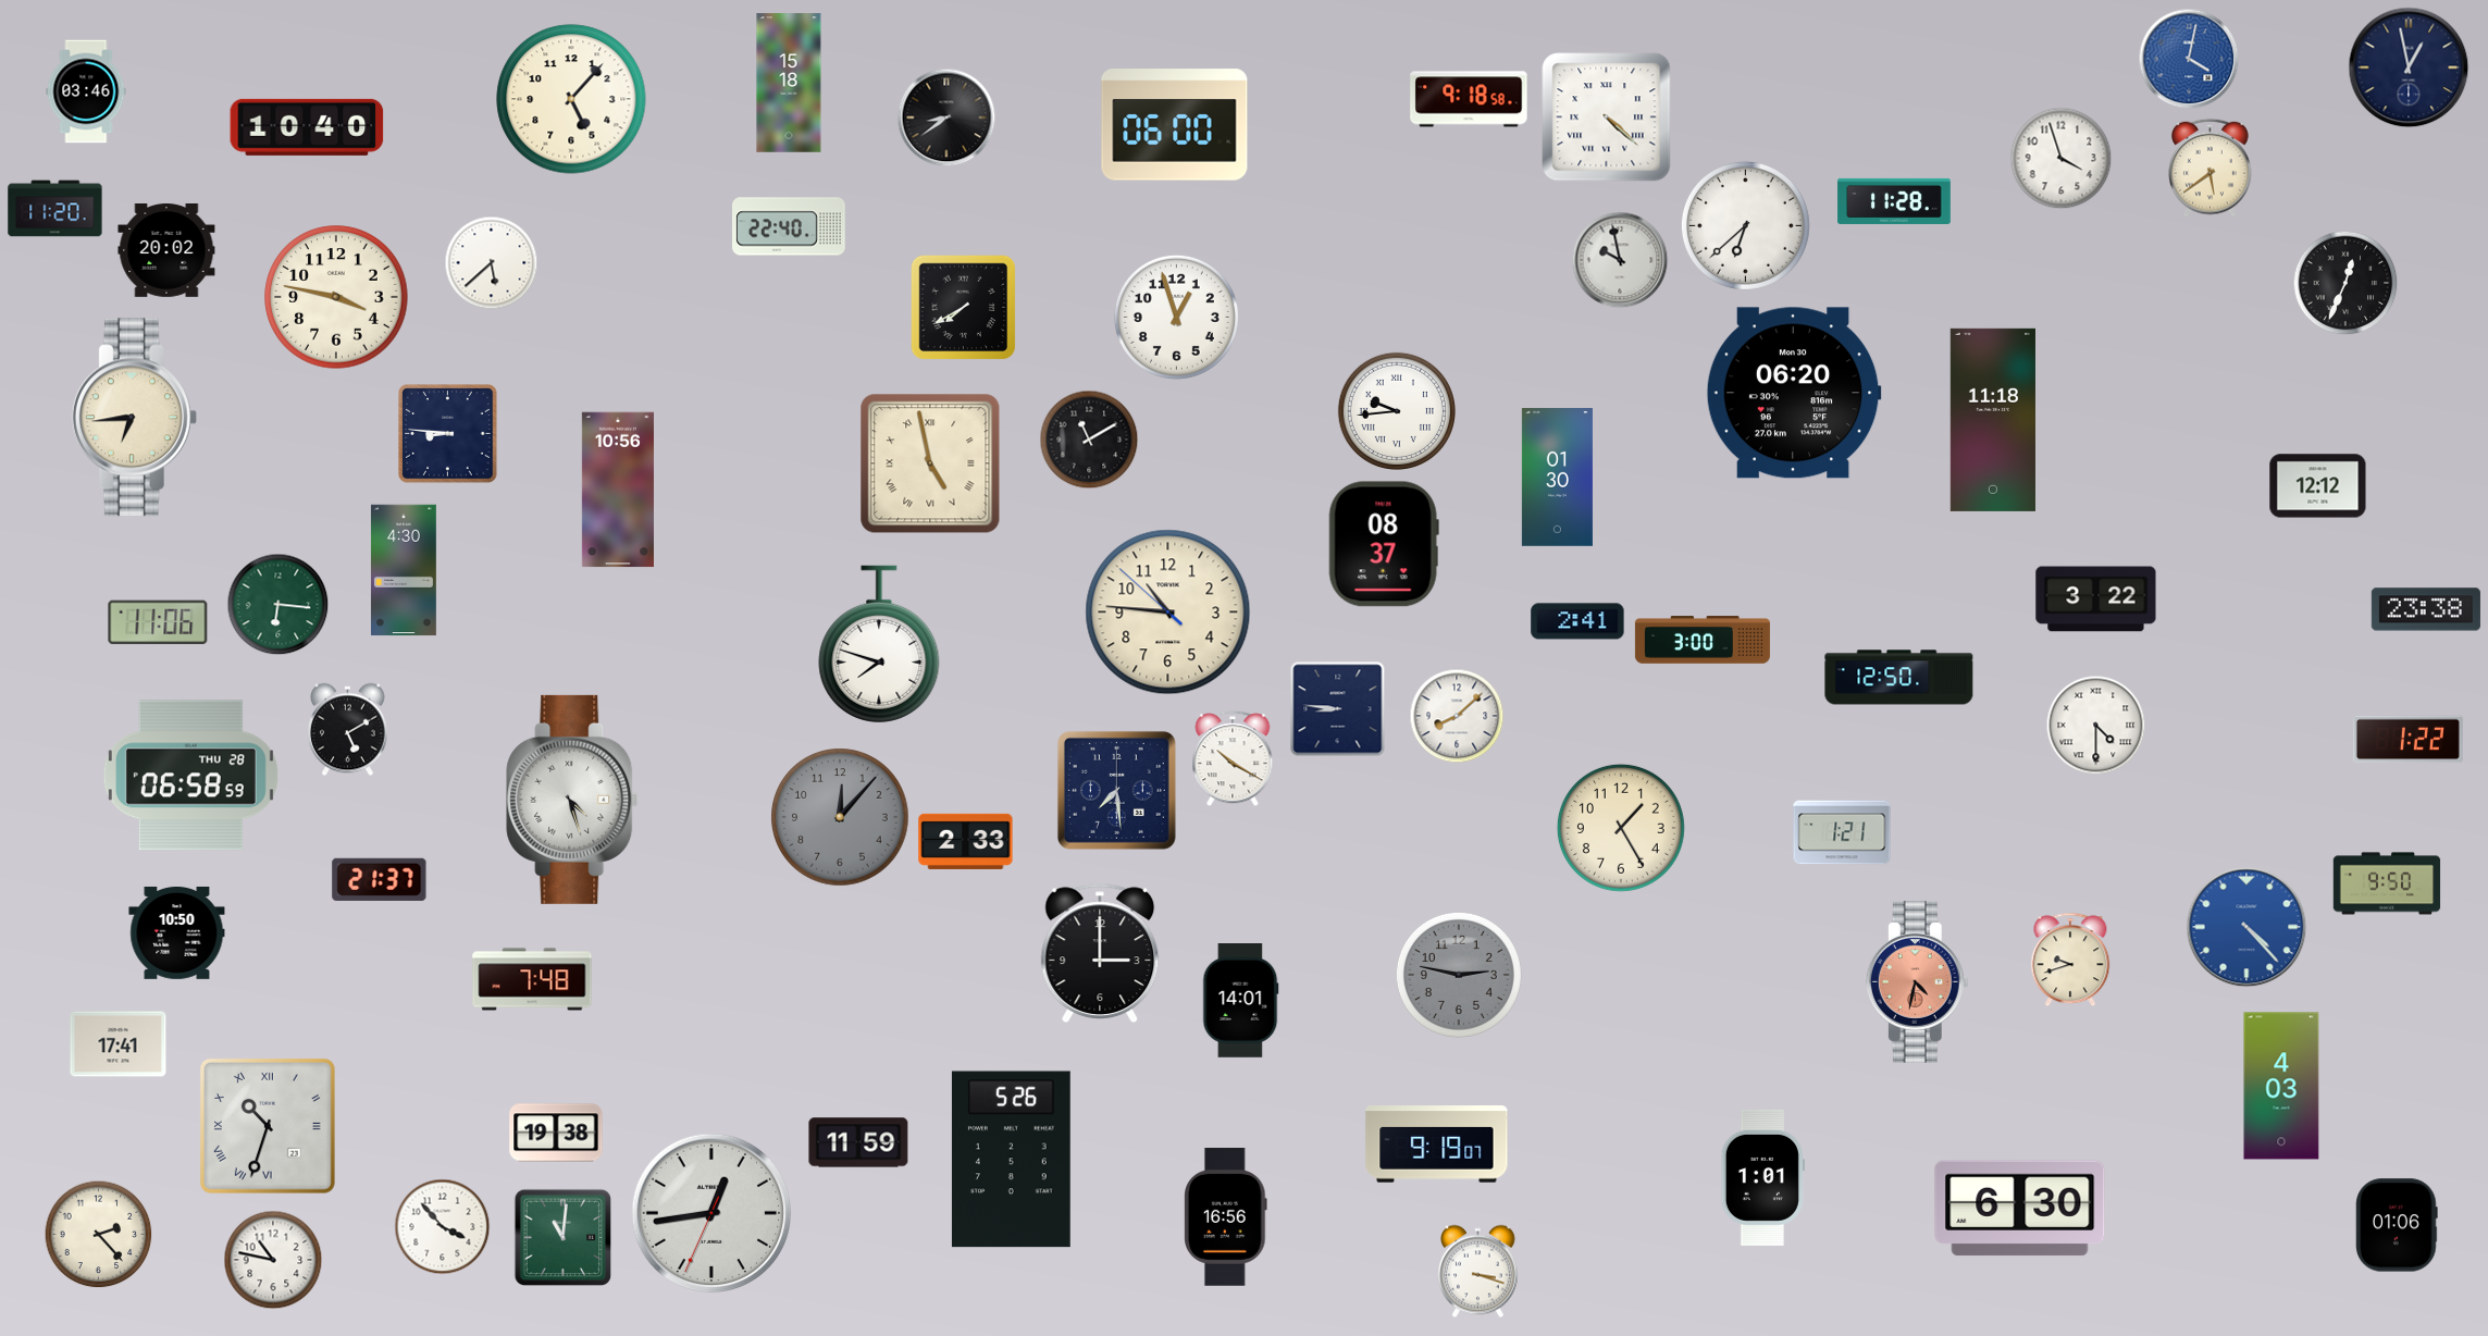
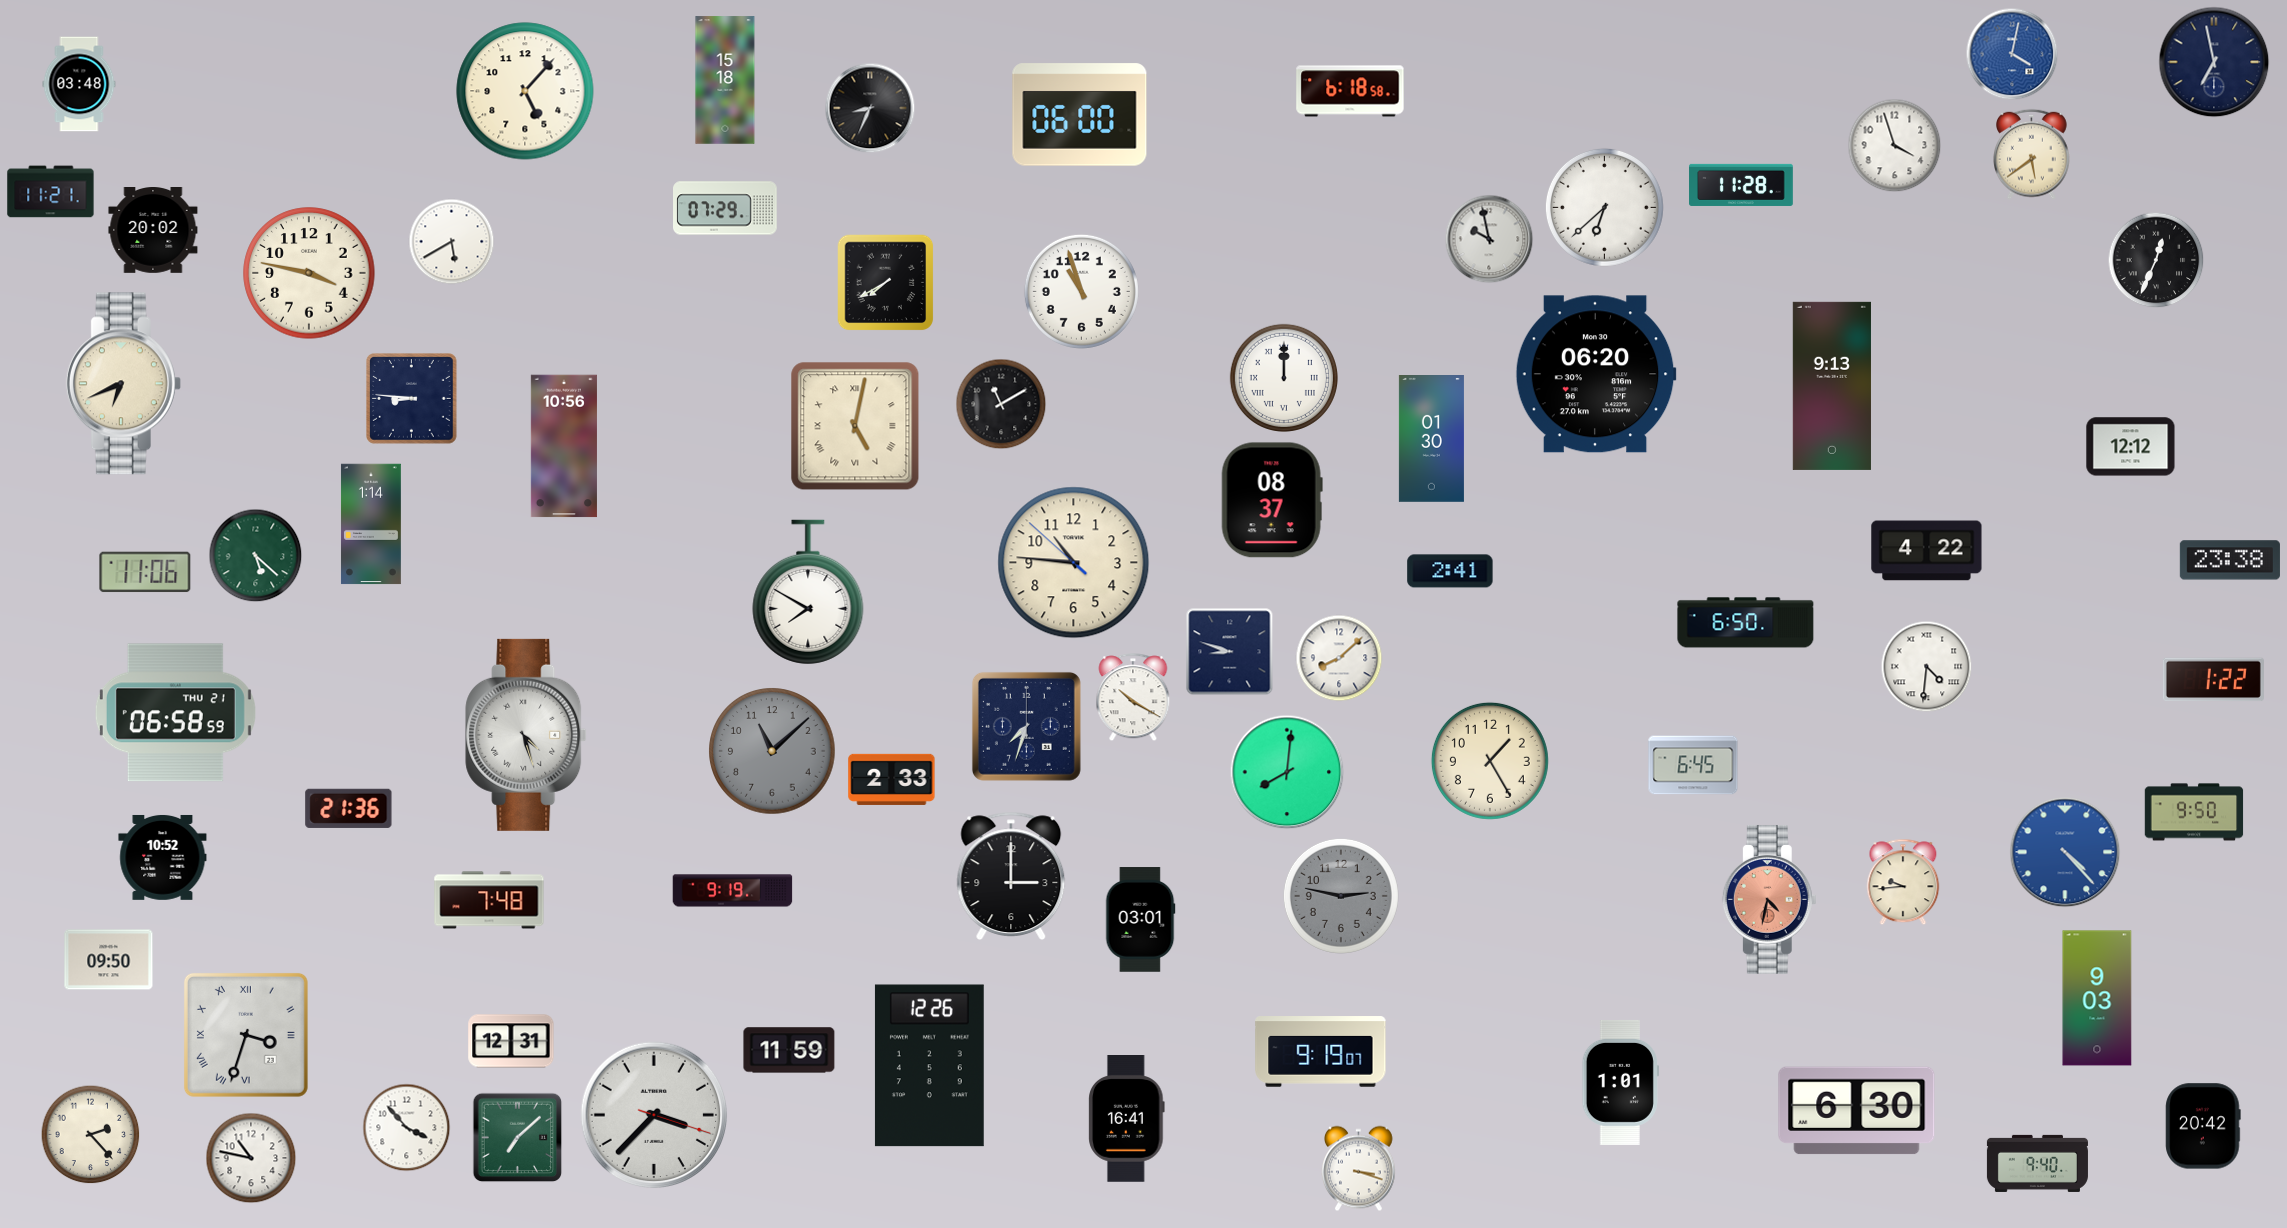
clock at (2409, 67): 12:58 -> 6:58
clock at (789, 83) position: (789, 83) -> (725, 80)
clock at (86, 91): 03:46 -> 03:48
clock at (1469, 99): 9:18 -> 6:18
clock at (946, 117): 8:39 -> 8:34
clock at (1607, 117): 4:22 -> none
clock at (307, 127): 10:40 -> none
clock at (55, 209): 11:20 -> 11:21
clock at (790, 226): 22:40 -> 07:29
clock at (492, 263): 5:38 -> 5:40
clock at (1176, 317): 12:57 -> 10:57
clock at (1794, 393) position: (1794, 393) -> (1596, 374)
clock at (1397, 411): 9:44 -> 12:00
clock at (134, 418): 6:44 -> 6:41
clock at (1993, 420): 11:18 -> 9:13
clock at (930, 463): 4:58 -> 5:02
clock at (618, 490) position: (618, 490) -> (564, 446)
clock at (404, 570): 4:30 -> 1:14
clock at (2096, 599): 3:22 -> 4:22
clock at (278, 605): 6:16 -> 5:22
clock at (1703, 640): 3:00 -> none
clock at (879, 644): 7:48 -> 7:50
clock at (1899, 678): 12:50 -> 6:50
clock at (1338, 709): 8:46 -> 8:48
clock at (2096, 726): 4:30 -> 4:31
clock at (348, 730): 5:10 -> none
clock at (190, 776) date: THU 28 -> THU 21
clock at (1116, 790): 7:29 -> 7:33
clock at (840, 817): 12:07 -> 11:08
clock at (1842, 832): 1:21 -> 6:45
clock at (1287, 772): none -> 8:01
clock at (966, 841) position: (966, 841) -> (892, 779)
clock at (380, 879): 21:37 -> 21:36
clock at (177, 932): 10:50 -> 10:52
clock at (2070, 960): 9:42 -> 9:44
clock at (733, 891): none -> 9:19
clock at (1917, 981) position: (1917, 981) -> (1769, 899)
clock at (1240, 1001): 14:01 -> 03:01
clock at (119, 1044): 17:41 -> 09:50
clock at (2281, 1086): 4:03 -> 9:03
clock at (268, 1126): 10:33 -> 3:33
clock at (556, 1133): 19:38 -> 12:31
clock at (1011, 1160): 5:26 -> 12:26
clock at (711, 1213): 12:43 -> 3:37
clock at (1226, 1217): 16:56 -> 16:41
clock at (2397, 1225): 01:06 -> 20:42
clock at (564, 1238): 11:01 -> 7:08
clock at (2037, 1163): none -> 9:40
